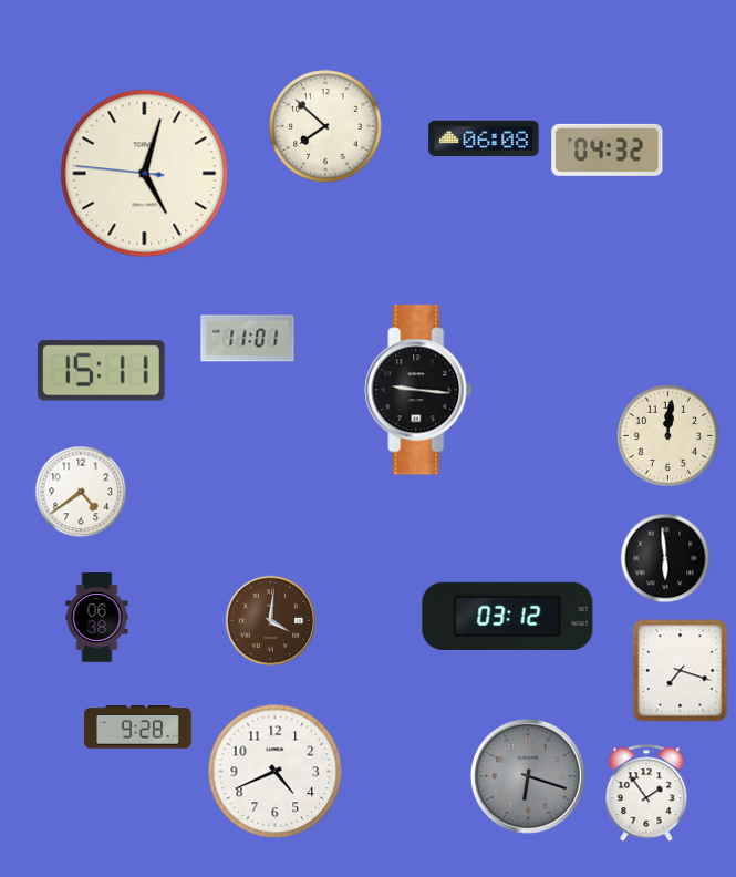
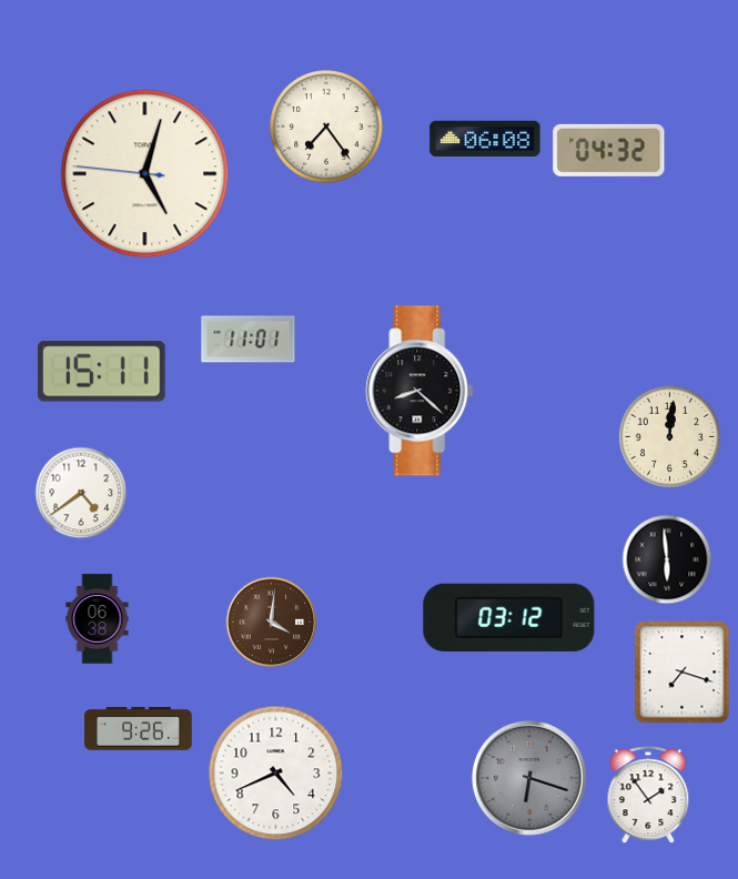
clock at (325, 126): 7:52 -> 7:24
clock at (418, 390): 9:16 -> 8:22
clock at (138, 728): 9:28 -> 9:26
